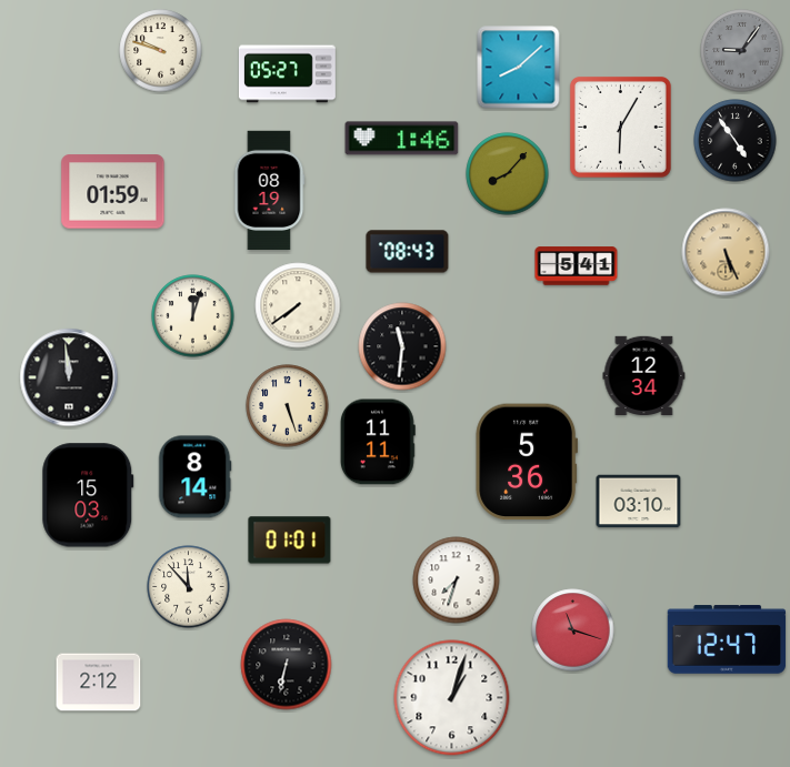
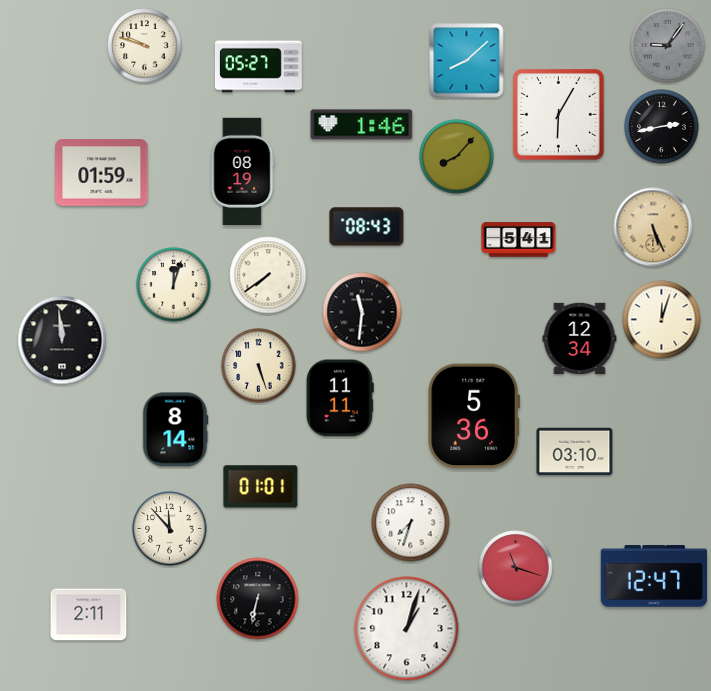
clock at (736, 141): 4:54 -> 2:43
clock at (662, 320): none -> 12:03
clock at (88, 495): 15:03 -> none
clock at (99, 683): 2:12 -> 2:11
